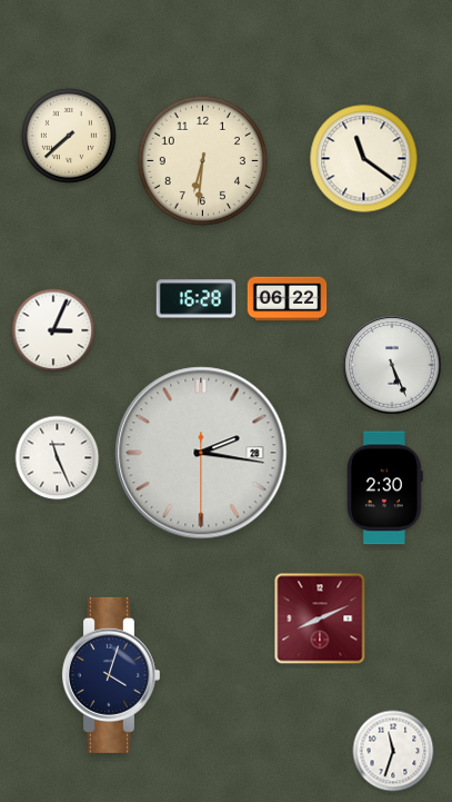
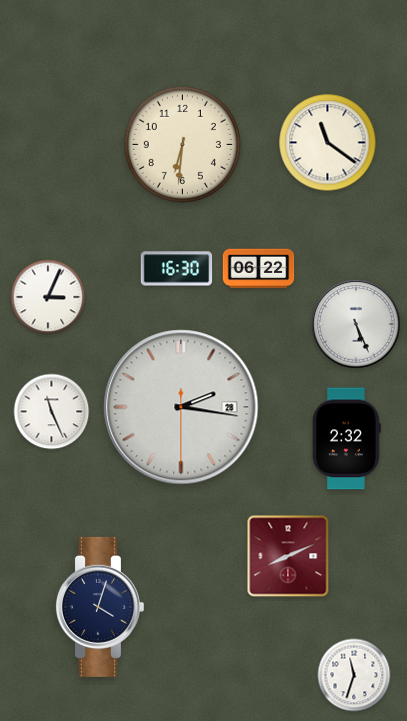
clock at (69, 136): 7:38 -> none
clock at (197, 299): 16:28 -> 16:30
clock at (392, 365) position: (392, 365) -> (356, 324)
clock at (384, 488): 2:30 -> 2:32
